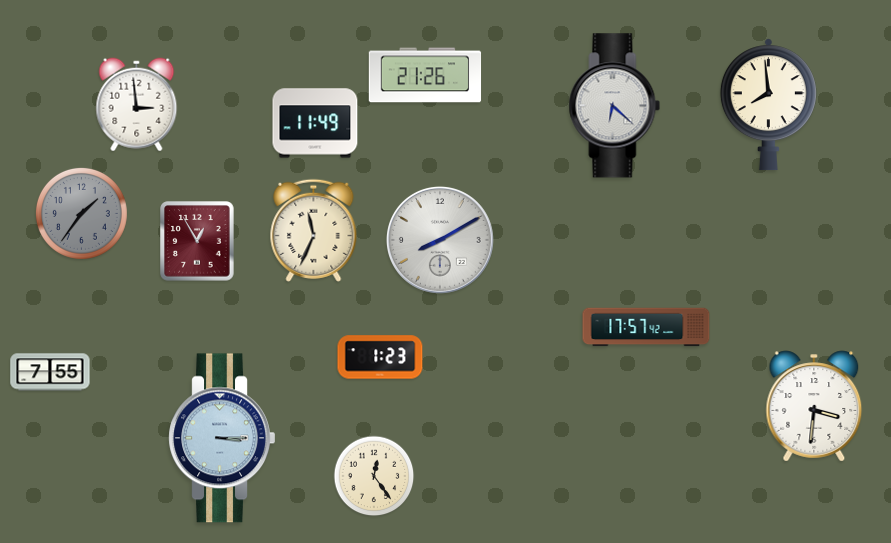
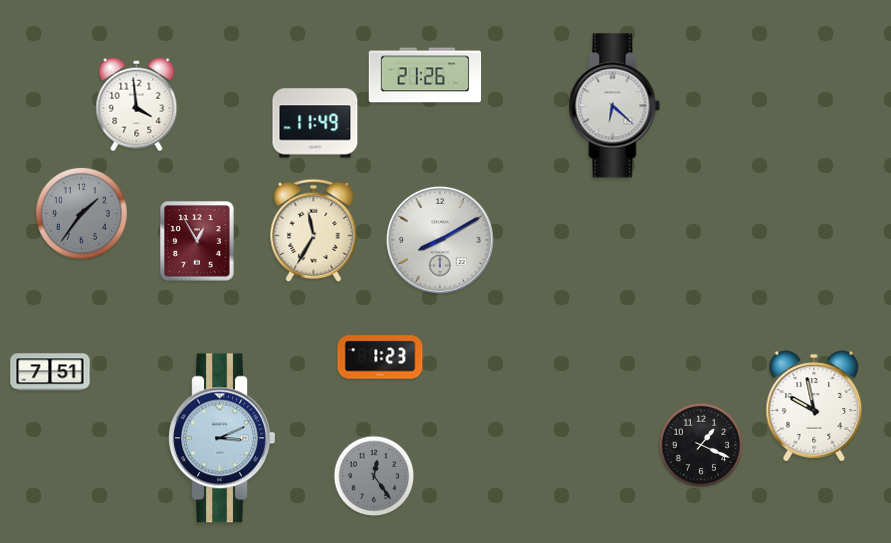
clock at (137, 105): 2:59 -> 3:59
clock at (768, 105): 7:59 -> none
clock at (314, 230): 11:34 -> 11:35
clock at (646, 327): 17:57 -> none
clock at (50, 372): 7:55 -> 7:51
clock at (814, 406): 3:31 -> 9:58
clock at (222, 438): 3:15 -> 3:11
clock at (701, 445): none -> 1:19
clock at (374, 476) dial: cream -> grey
